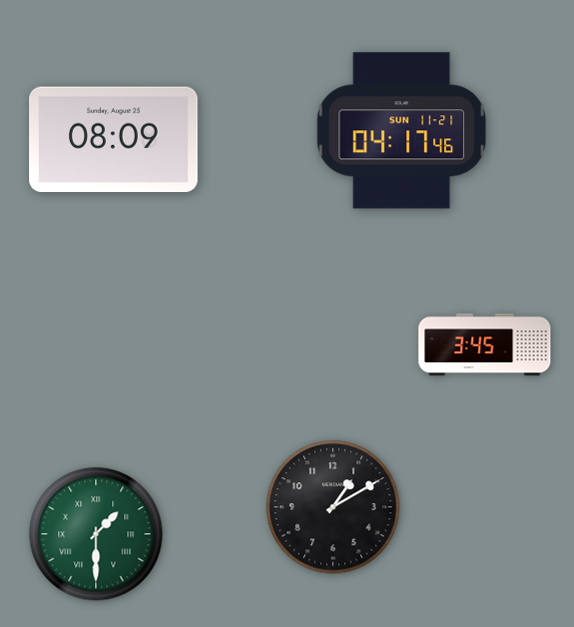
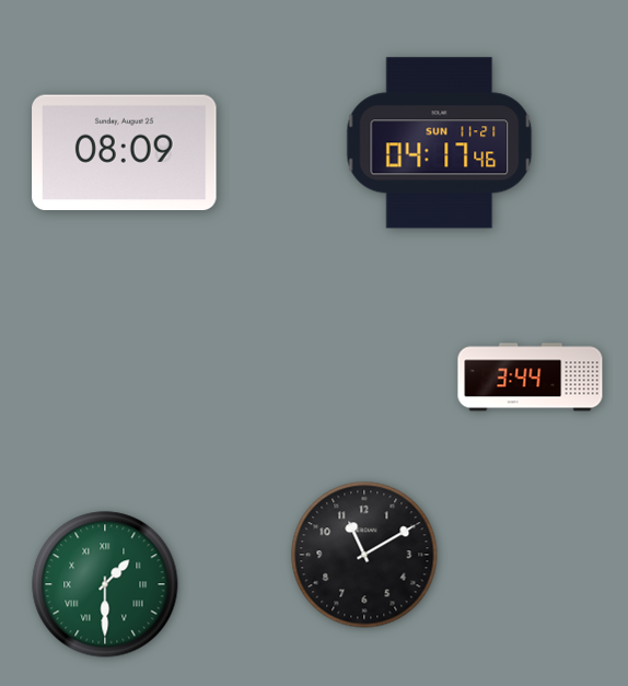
clock at (485, 345): 3:45 -> 3:44
clock at (333, 507): 1:10 -> 11:10
